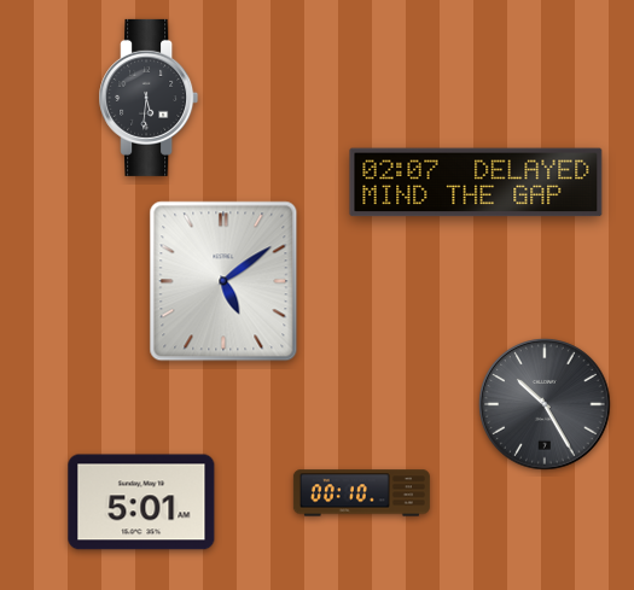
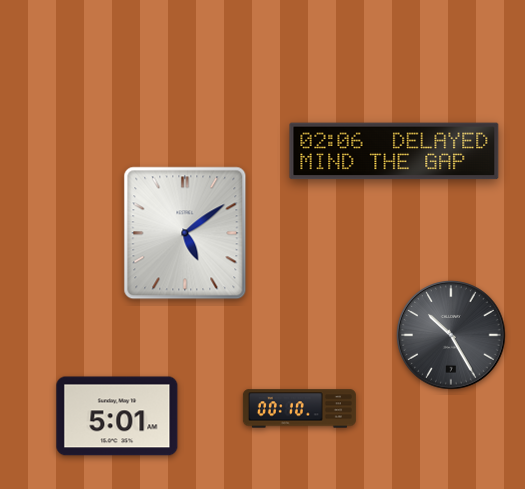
clock at (149, 98): 5:31 -> none
clock at (476, 182): 02:07 -> 02:06
